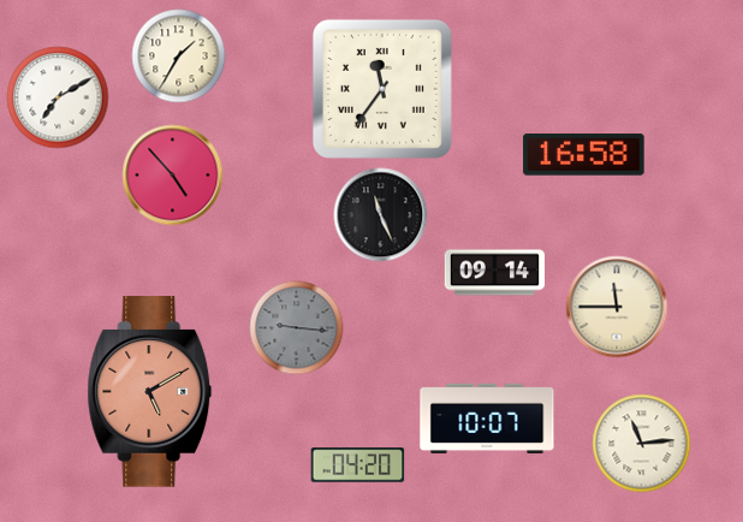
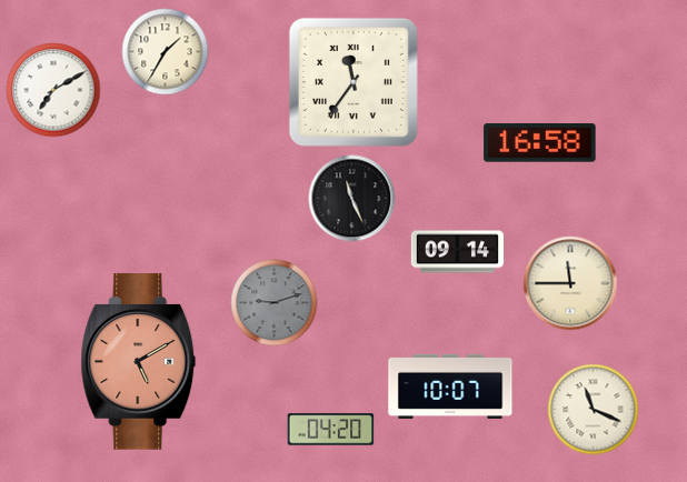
clock at (172, 174): 4:53 -> none
clock at (296, 327): 9:16 -> 9:12
clock at (641, 443): 11:14 -> 11:19
